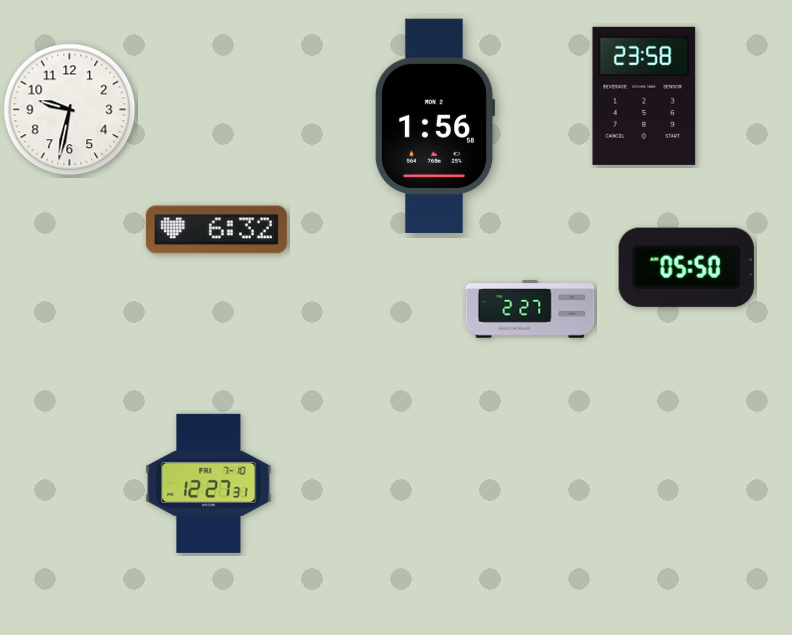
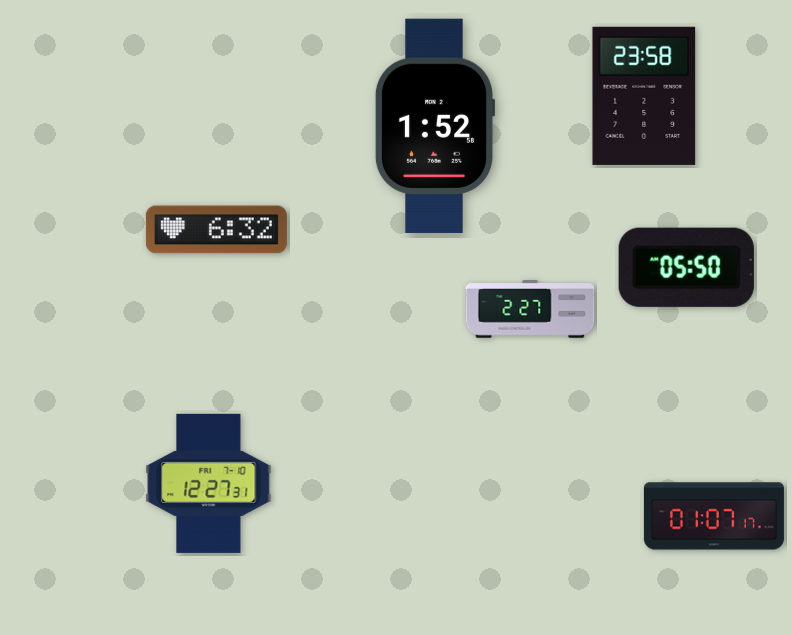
clock at (70, 110): 9:32 -> none
clock at (435, 126): 1:56 -> 1:52
clock at (714, 516): none -> 01:07
